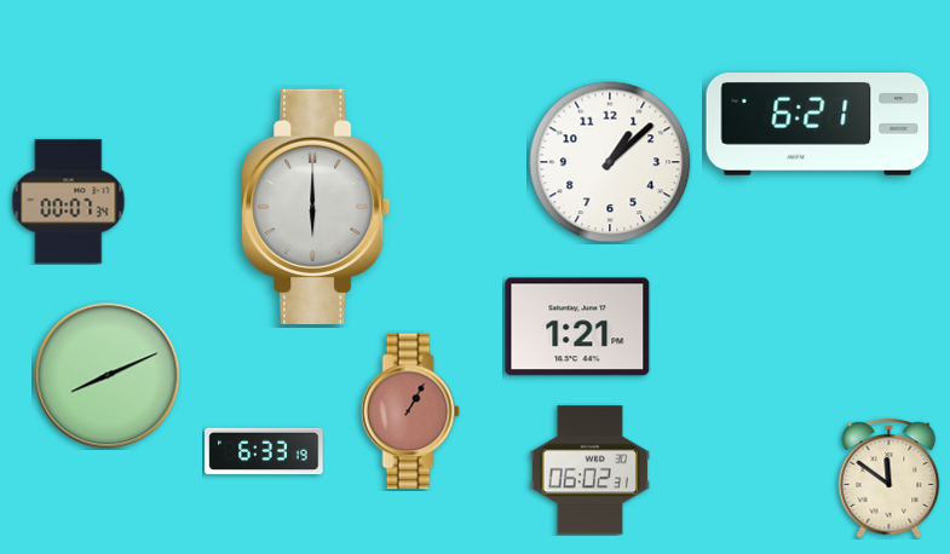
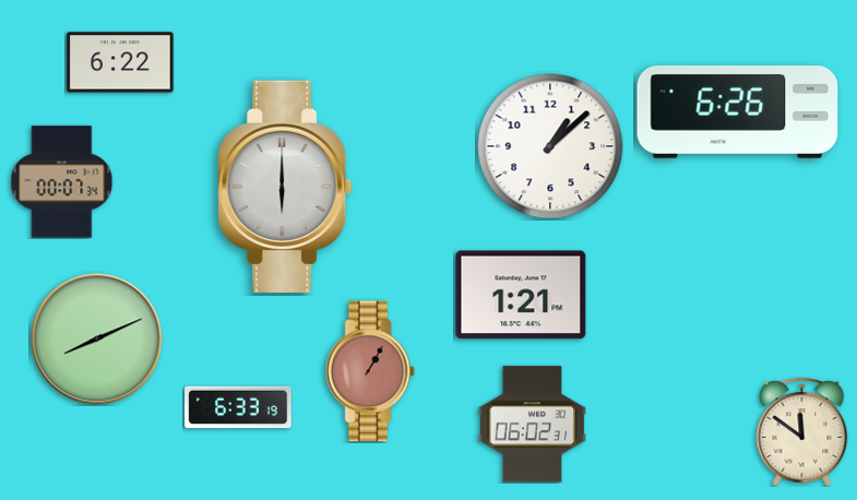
clock at (120, 62): none -> 6:22
clock at (818, 125): 6:21 -> 6:26
